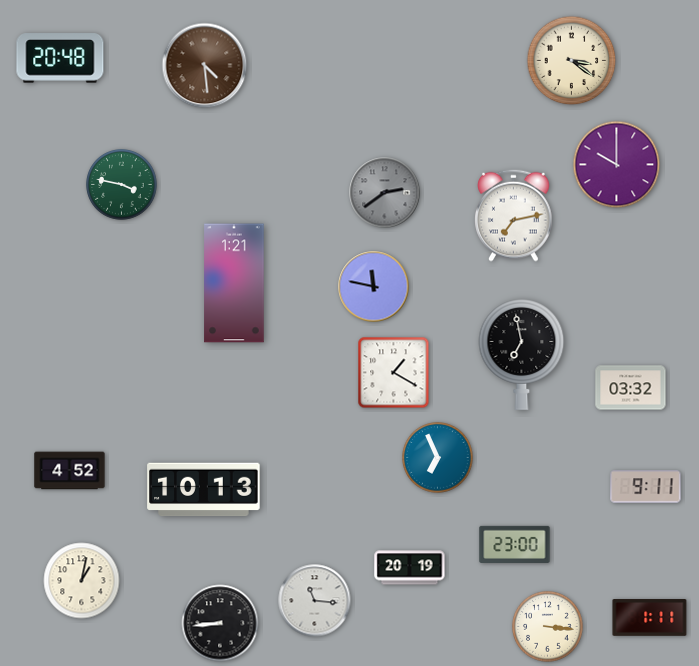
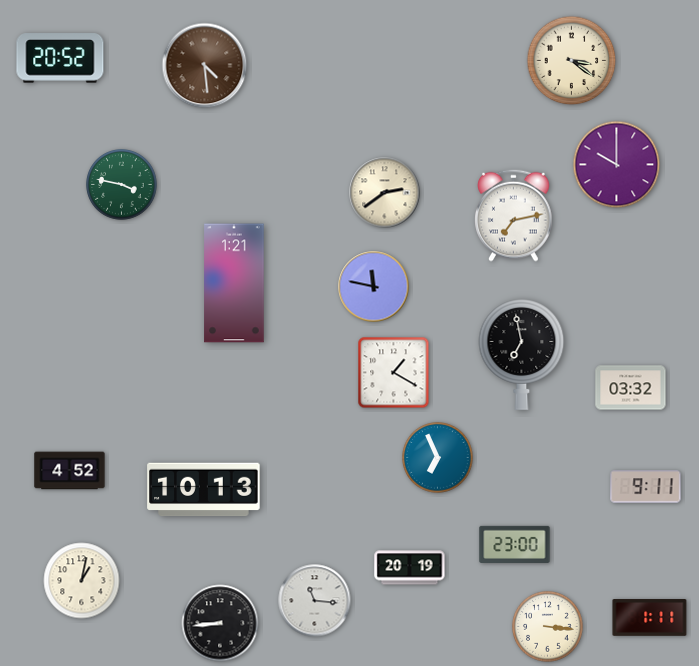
clock at (60, 58): 20:48 -> 20:52
clock at (385, 193) dial: grey -> cream
